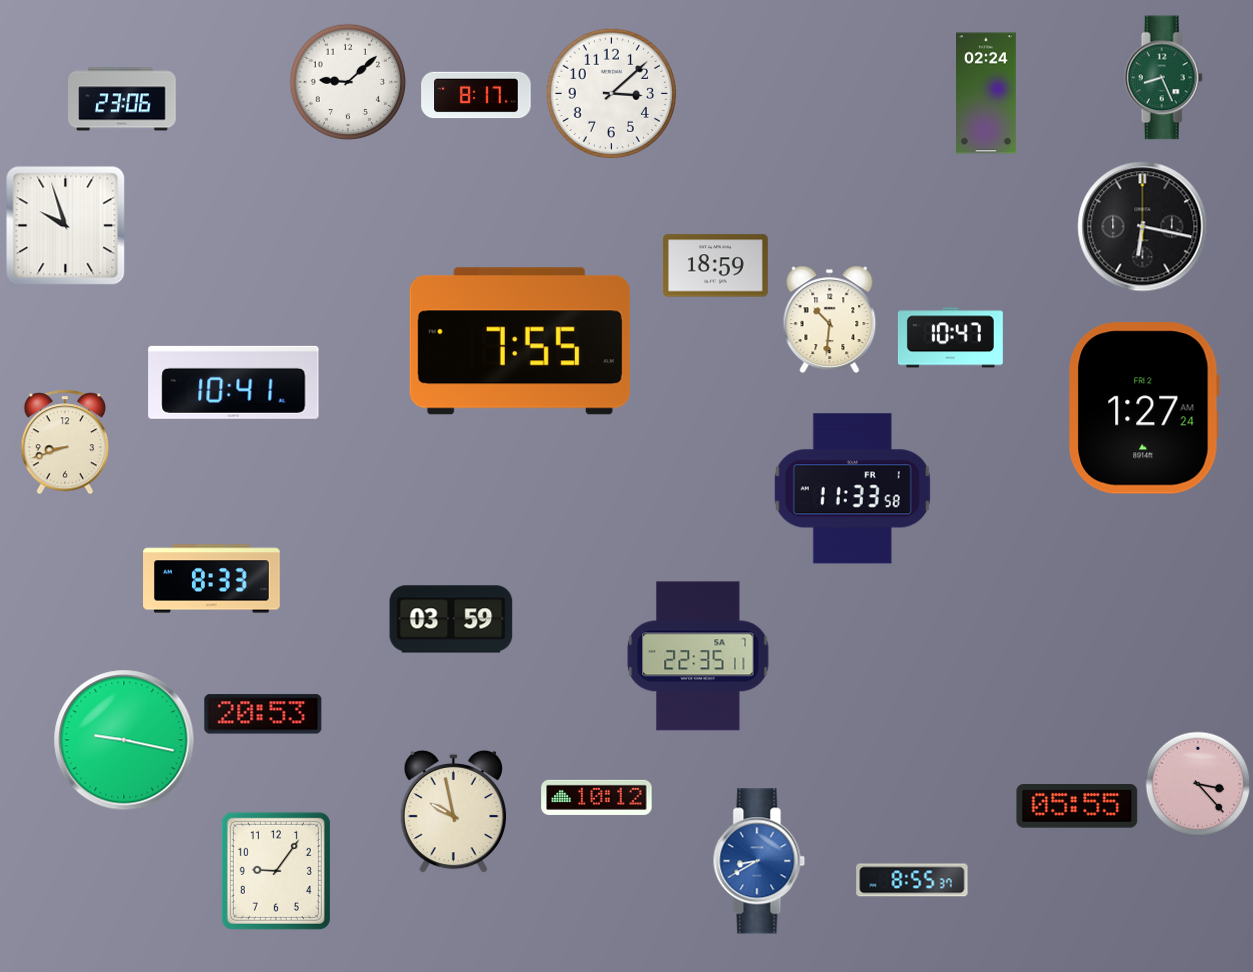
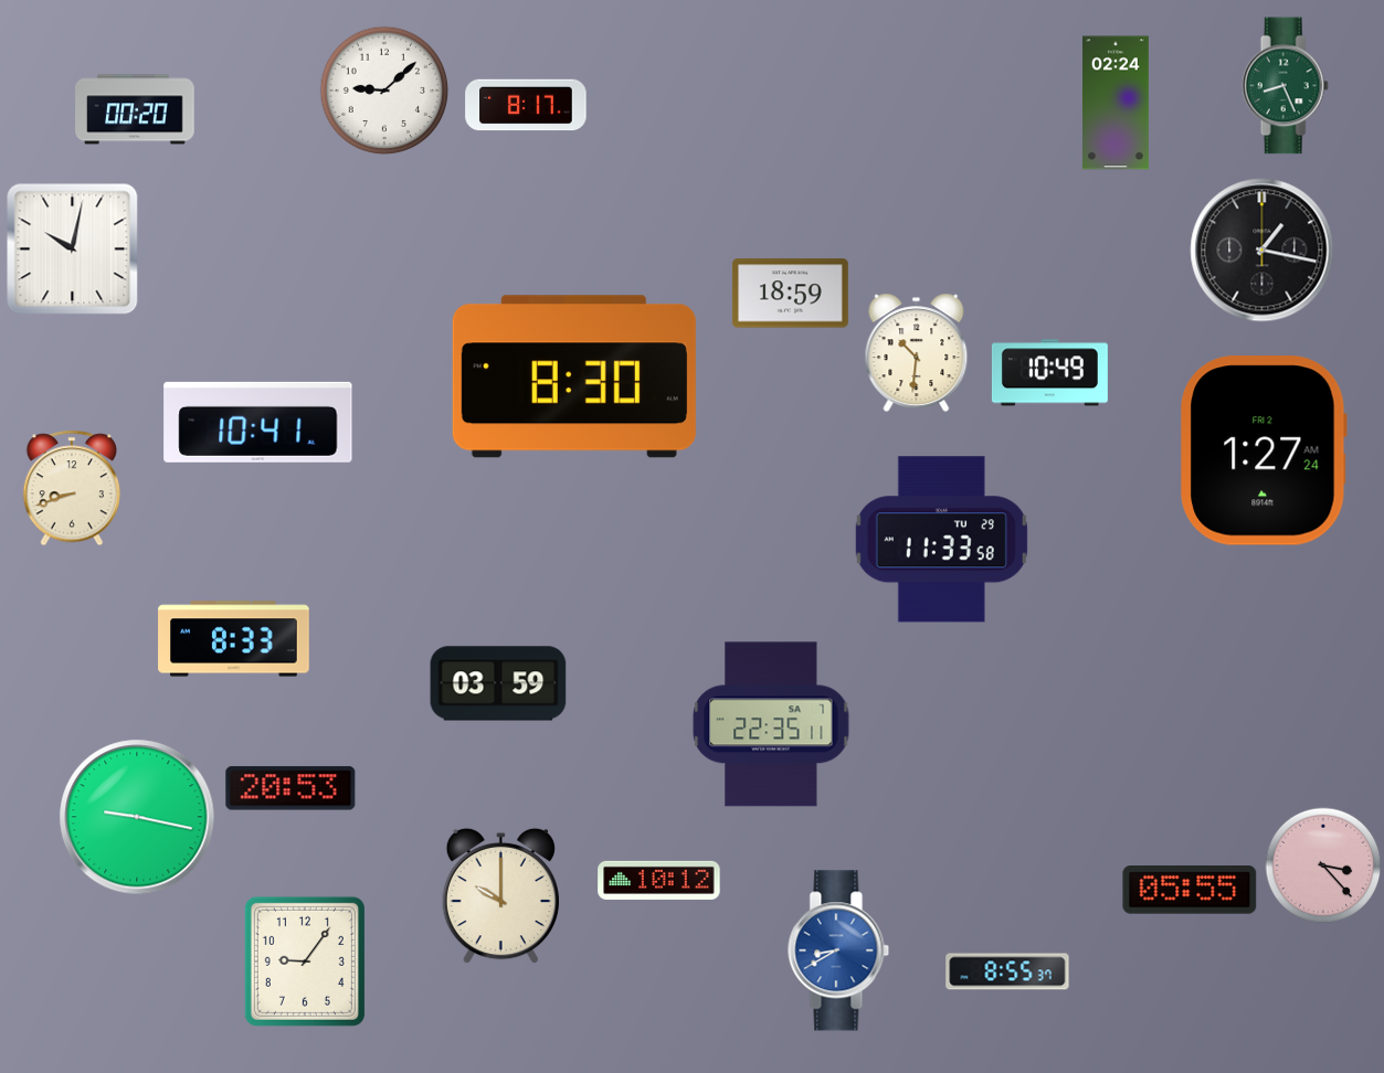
clock at (611, 93): 3:08 -> none
clock at (987, 93) position: (987, 93) -> (1117, 103)
clock at (122, 99): 23:06 -> 00:20
clock at (66, 226): 9:57 -> 10:02
clock at (1143, 227): 6:17 -> 1:17
clock at (950, 338): 10:47 -> 10:49
clock at (520, 341): 7:55 -> 8:30
clock at (852, 489) date: FR 1 -> TU 29
clock at (453, 812): 9:58 -> 10:00
